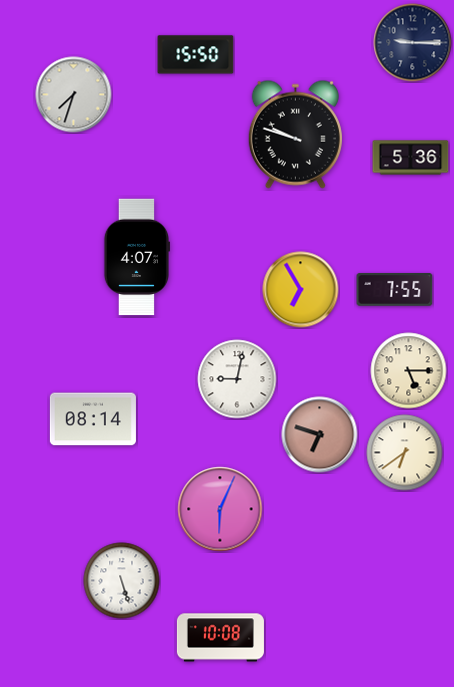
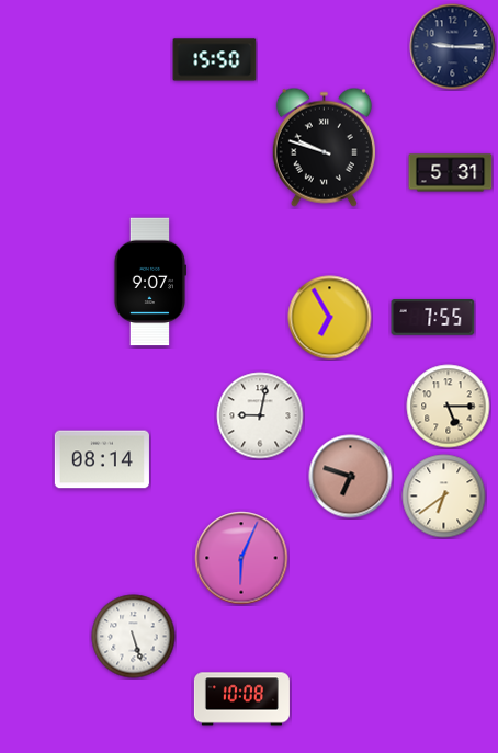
clock at (74, 95): 7:33 -> none
clock at (411, 158): 5:36 -> 5:31
clock at (136, 257): 4:07 -> 9:07
